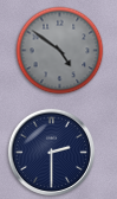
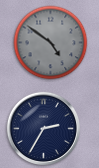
clock at (51, 152): 2:30 -> 2:35
